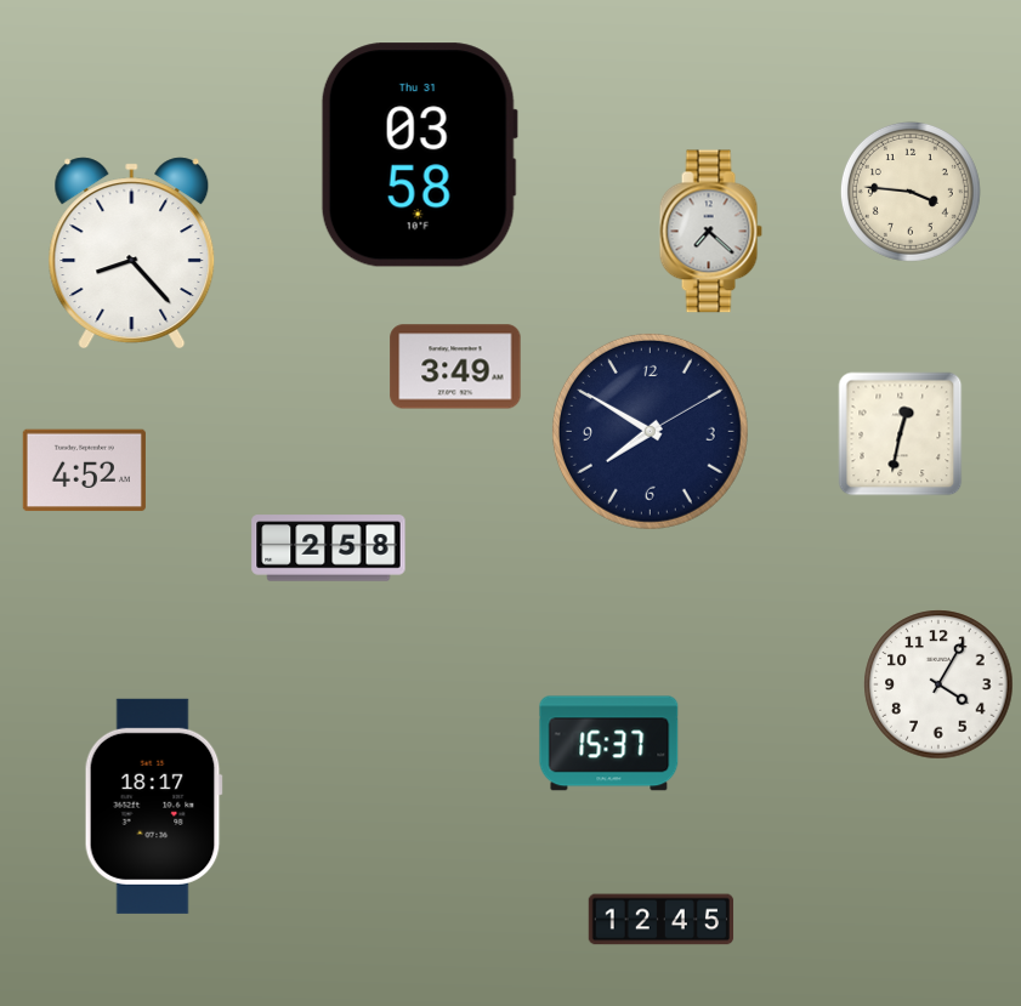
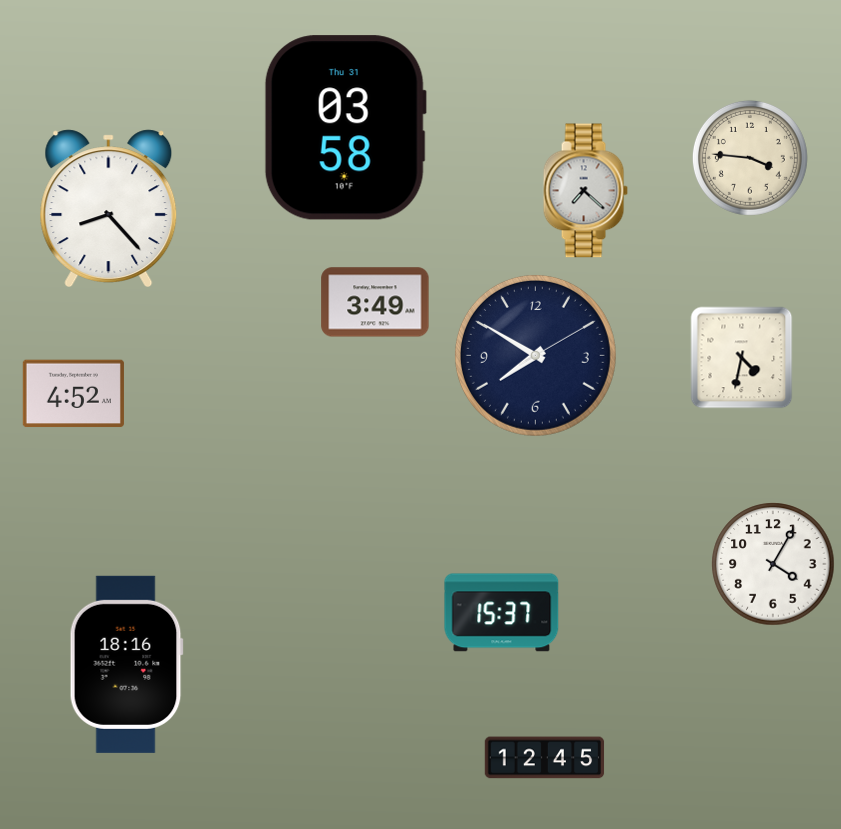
clock at (901, 434): 12:32 -> 4:32
clock at (84, 471) position: (84, 471) -> (73, 394)
clock at (329, 549): 2:58 -> none
clock at (153, 806): 18:17 -> 18:16
